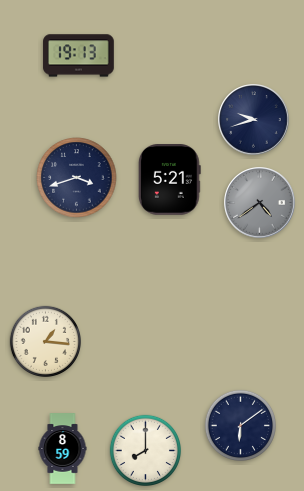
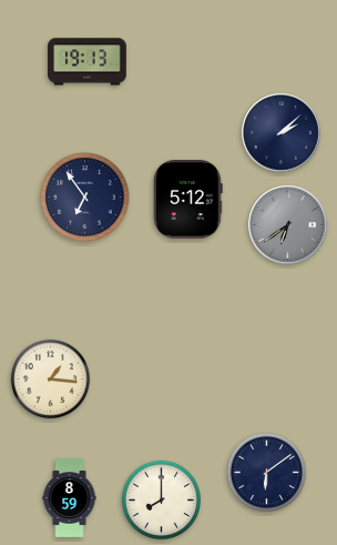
clock at (254, 120): 9:42 -> 2:08
clock at (77, 178): 3:42 -> 6:54
clock at (169, 180): 5:21 -> 5:12
clock at (260, 203): 4:39 -> 6:39
